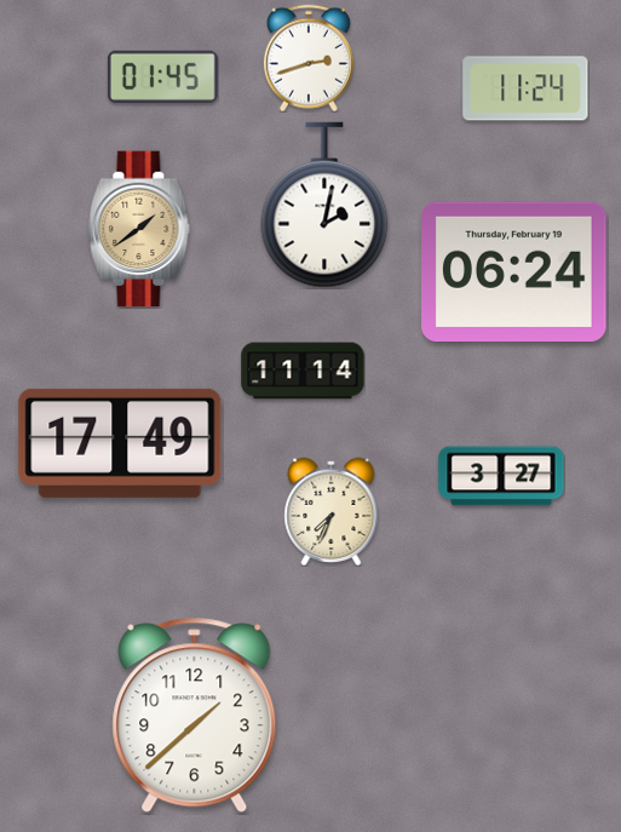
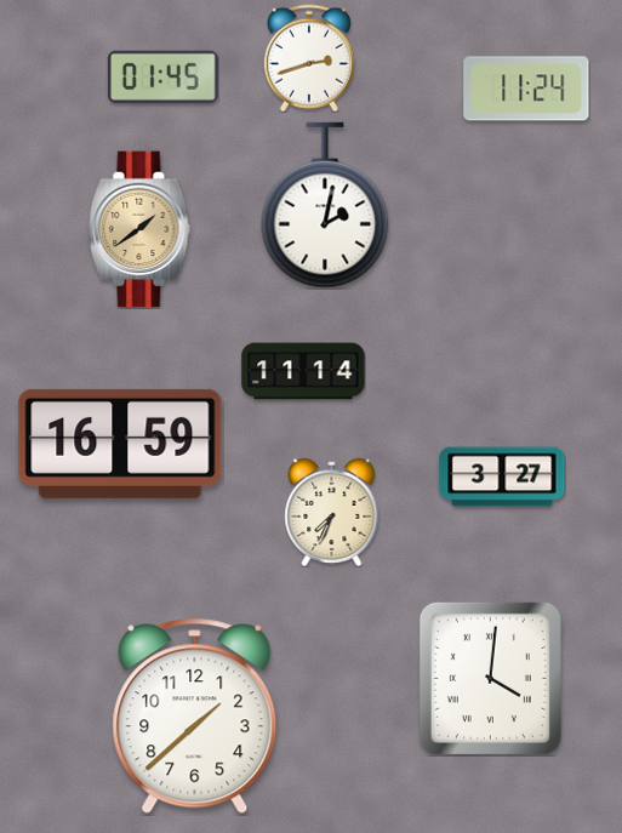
clock at (514, 271): 06:24 -> none
clock at (120, 443): 17:49 -> 16:59
clock at (490, 678): none -> 4:01
